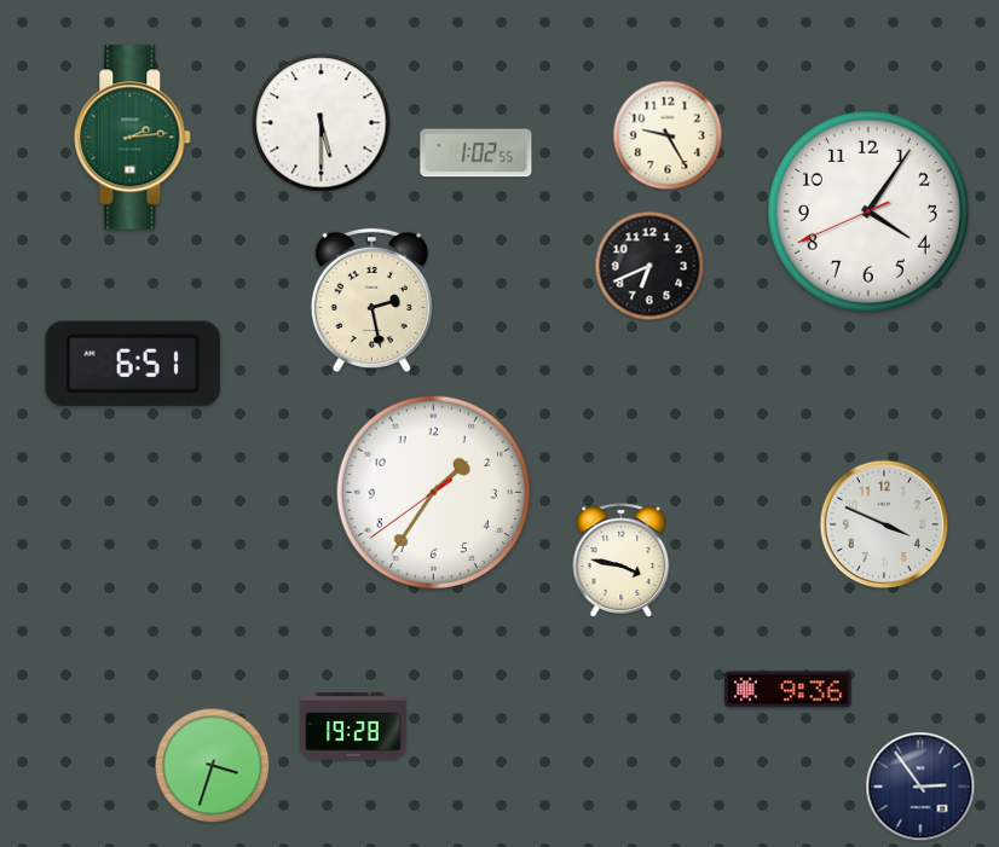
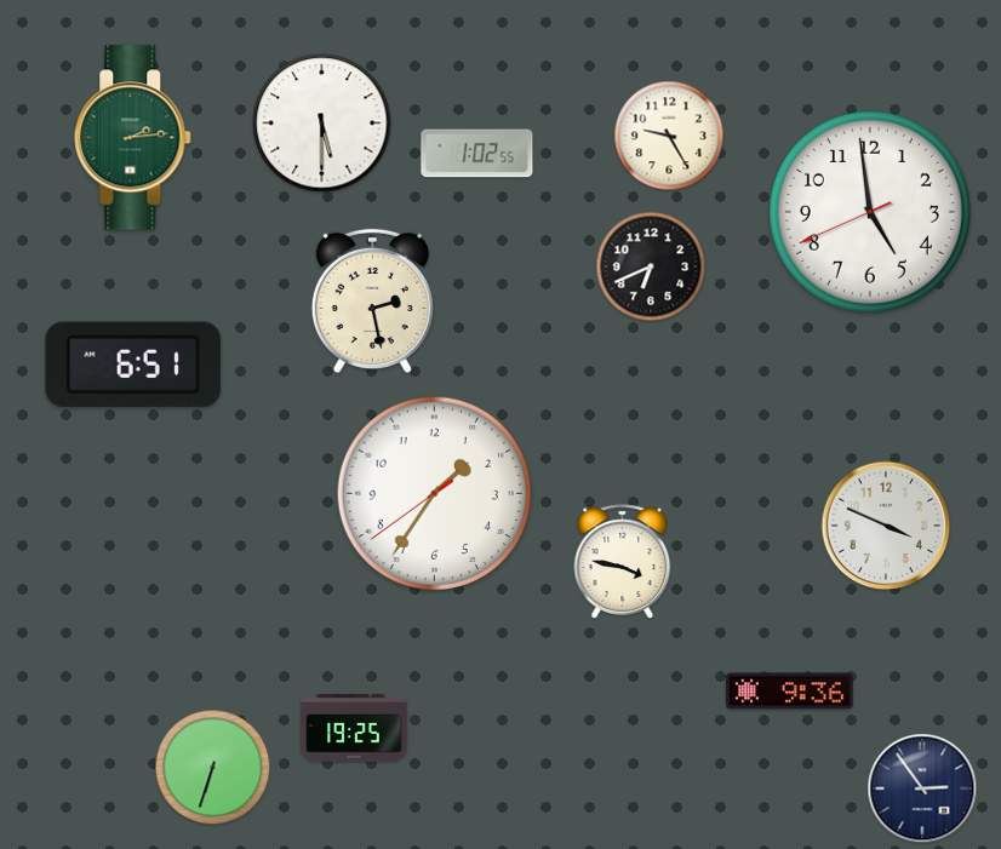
clock at (868, 211): 4:05 -> 4:58
clock at (353, 726): 19:28 -> 19:25
clock at (213, 766): 3:33 -> 6:33
